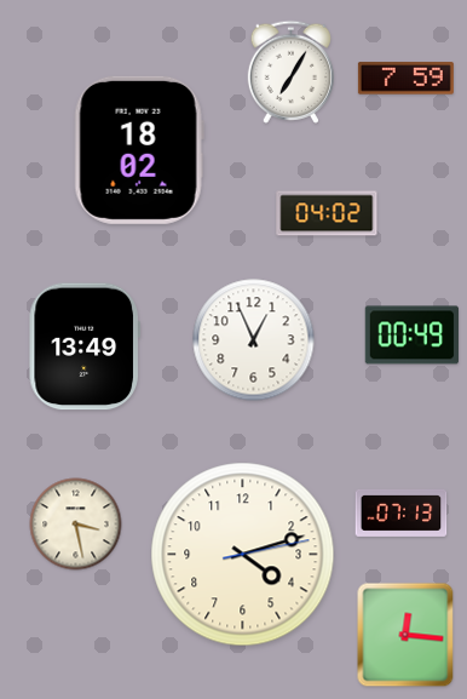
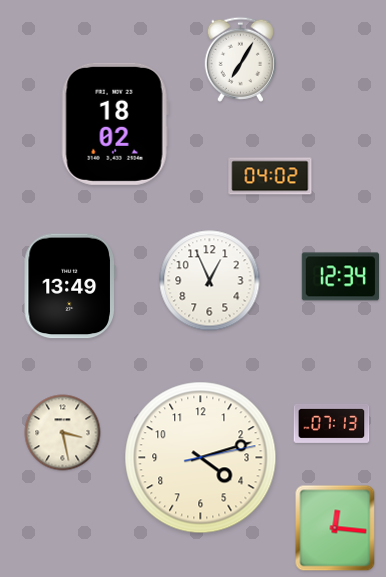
clock at (405, 79): 7:59 -> none
clock at (411, 336): 00:49 -> 12:34
clock at (405, 635) position: (405, 635) -> (335, 528)
